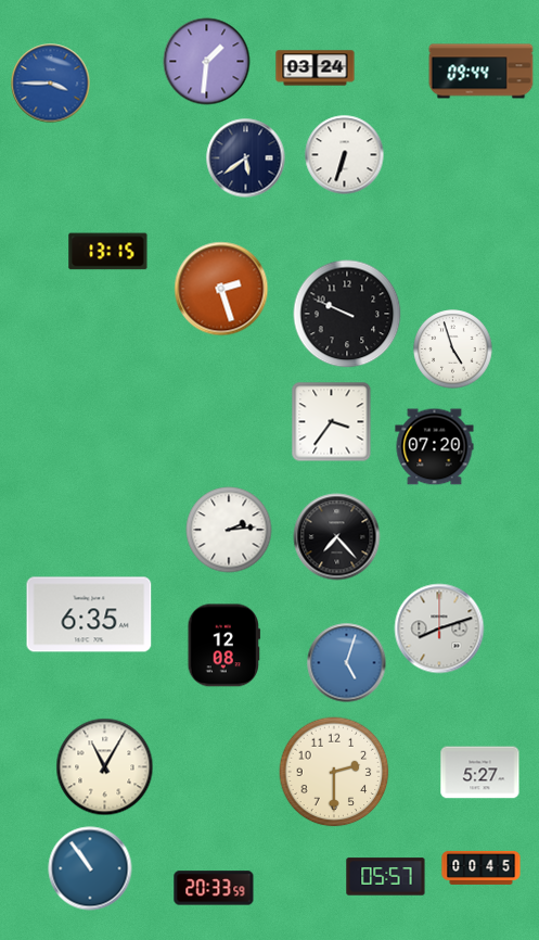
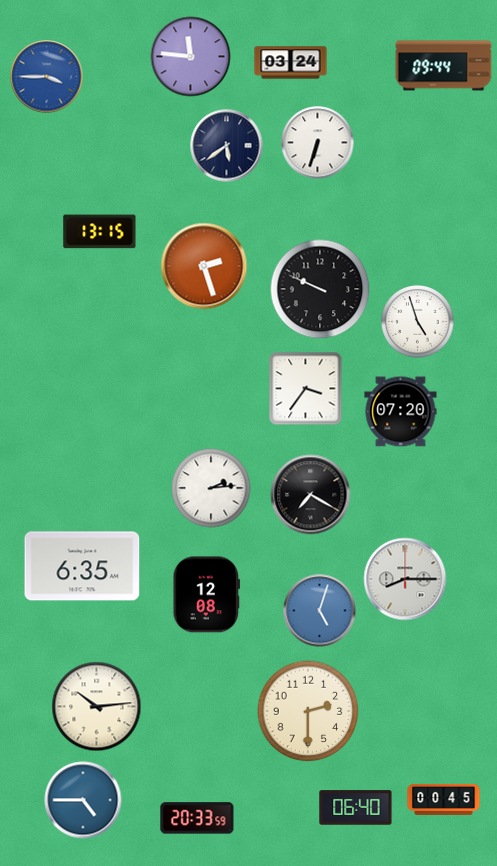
clock at (207, 62): 1:31 -> 11:46
clock at (337, 537): 7:23 -> 7:20
clock at (439, 628): 8:12 -> 8:15
clock at (105, 767): 11:05 -> 10:14
clock at (480, 773): 5:27 -> none
clock at (90, 868): 10:54 -> 4:45
clock at (386, 877): 05:57 -> 06:40
